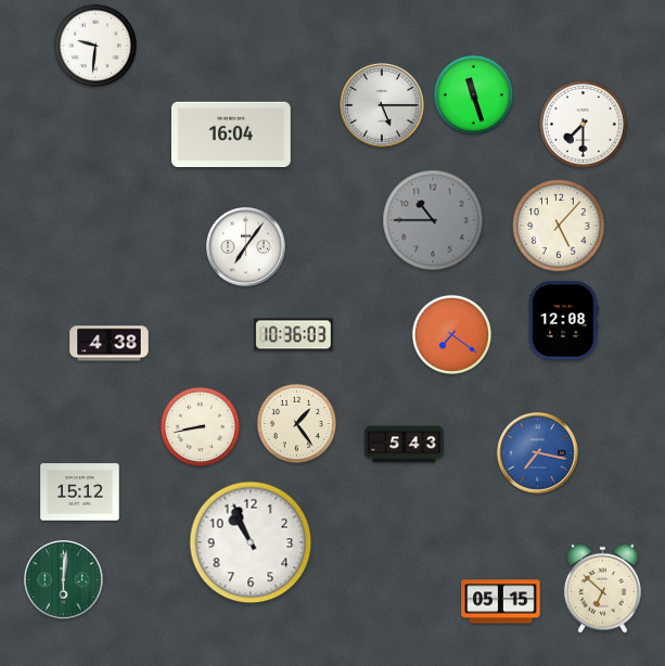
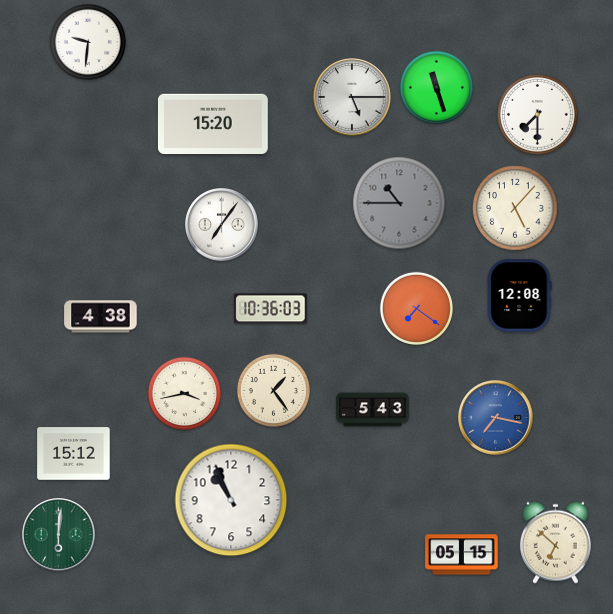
clock at (231, 133): 16:04 -> 15:20
clock at (246, 247) position: (246, 247) -> (222, 225)
clock at (200, 426): 8:43 -> 3:43
